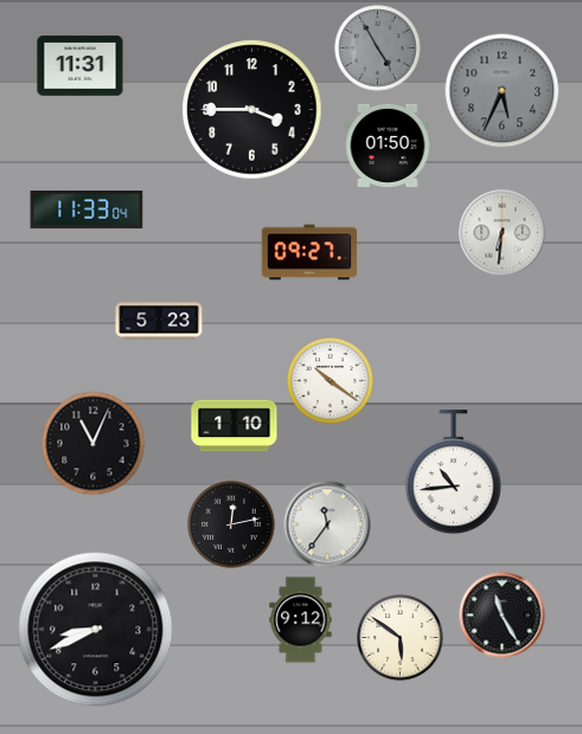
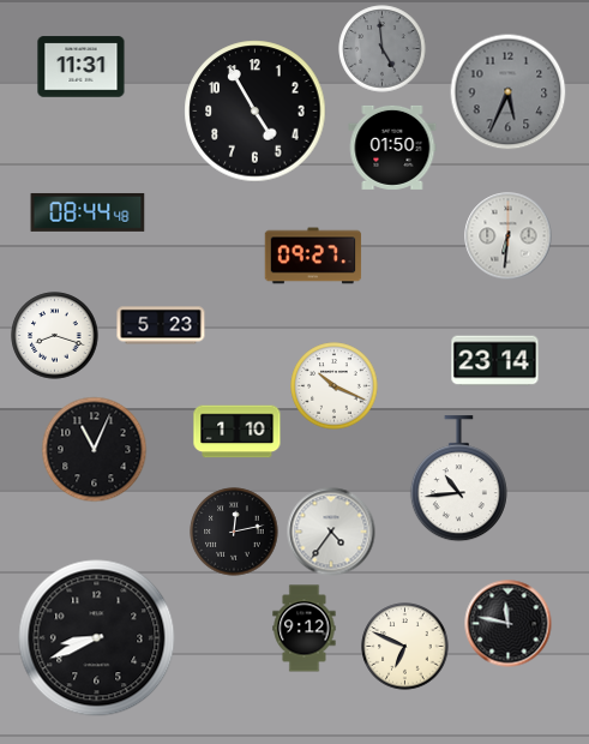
clock at (378, 49): 4:55 -> 4:59
clock at (252, 110): 3:45 -> 4:55
clock at (87, 210): 11:33 -> 08:44
clock at (55, 336): none -> 8:18
clock at (495, 361): none -> 23:14
clock at (331, 381): 10:21 -> 10:19
clock at (327, 524): 11:36 -> 4:36
clock at (503, 616): 11:25 -> 11:47
clock at (401, 638): 5:51 -> 6:49
